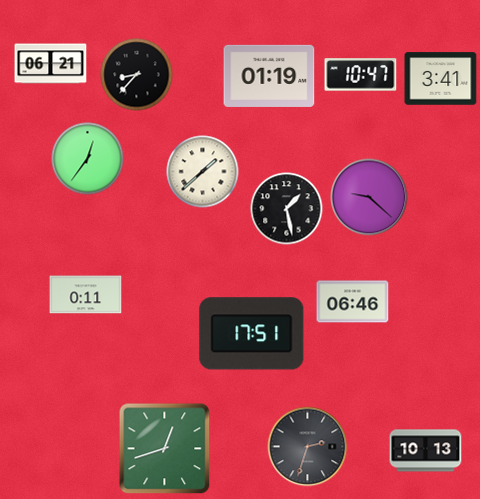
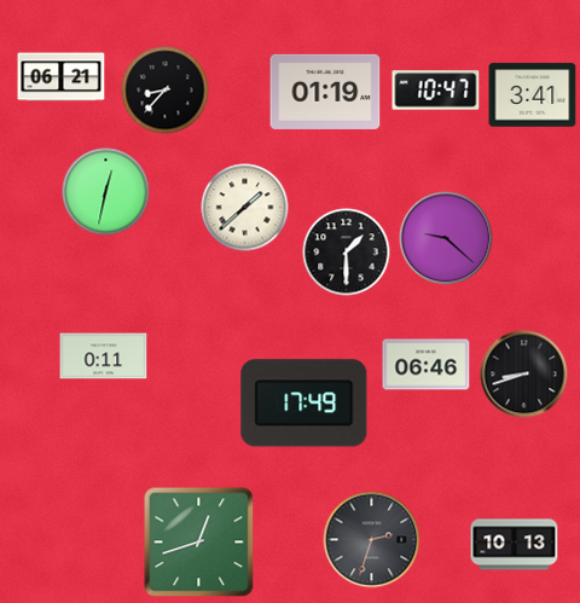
clock at (88, 159): 12:36 -> 12:32
clock at (287, 209): 1:28 -> 1:30
clock at (524, 375): none -> 8:42
clock at (252, 334): 17:51 -> 17:49
